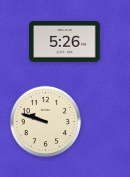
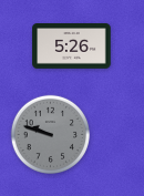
clock at (45, 121) dial: cream -> grey
